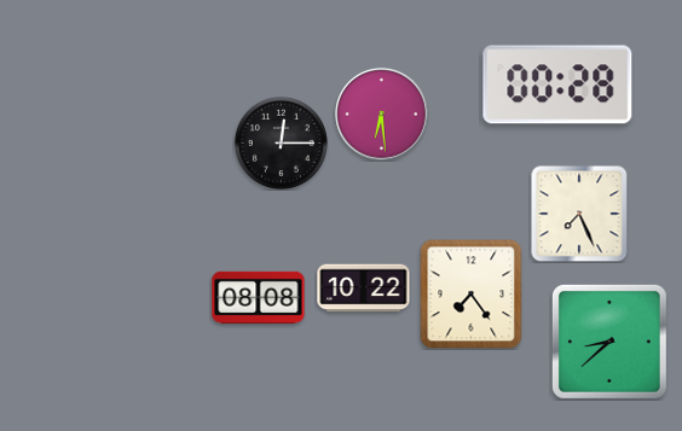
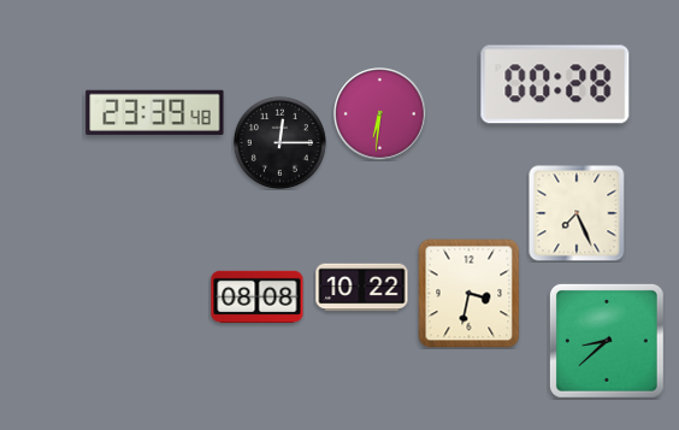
clock at (155, 112): none -> 23:39
clock at (382, 115): 6:29 -> 6:31
clock at (472, 295): 7:24 -> 3:32
